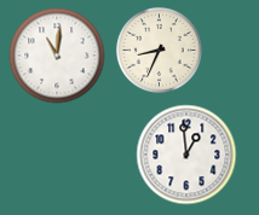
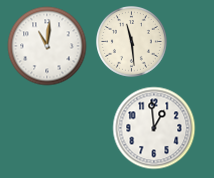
clock at (160, 51): 8:34 -> 11:29
